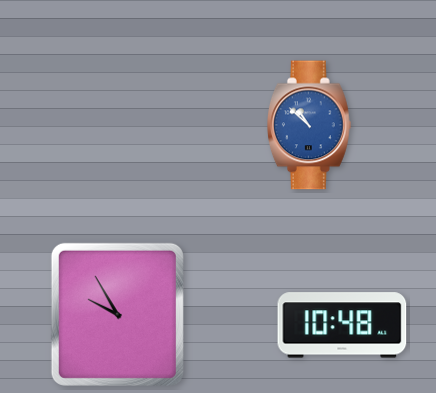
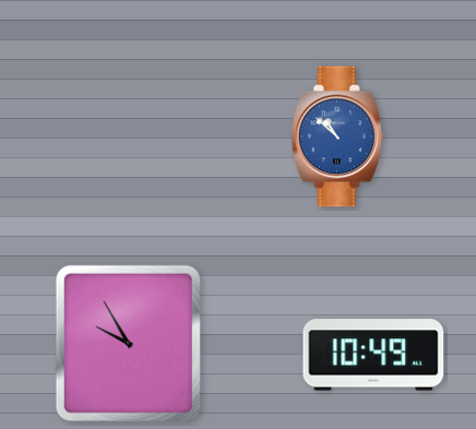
clock at (342, 325): 10:48 -> 10:49
